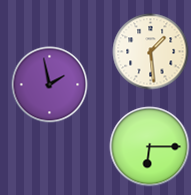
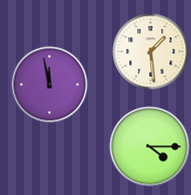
clock at (50, 85): 1:58 -> 11:58
clock at (150, 147): 6:15 -> 4:15
